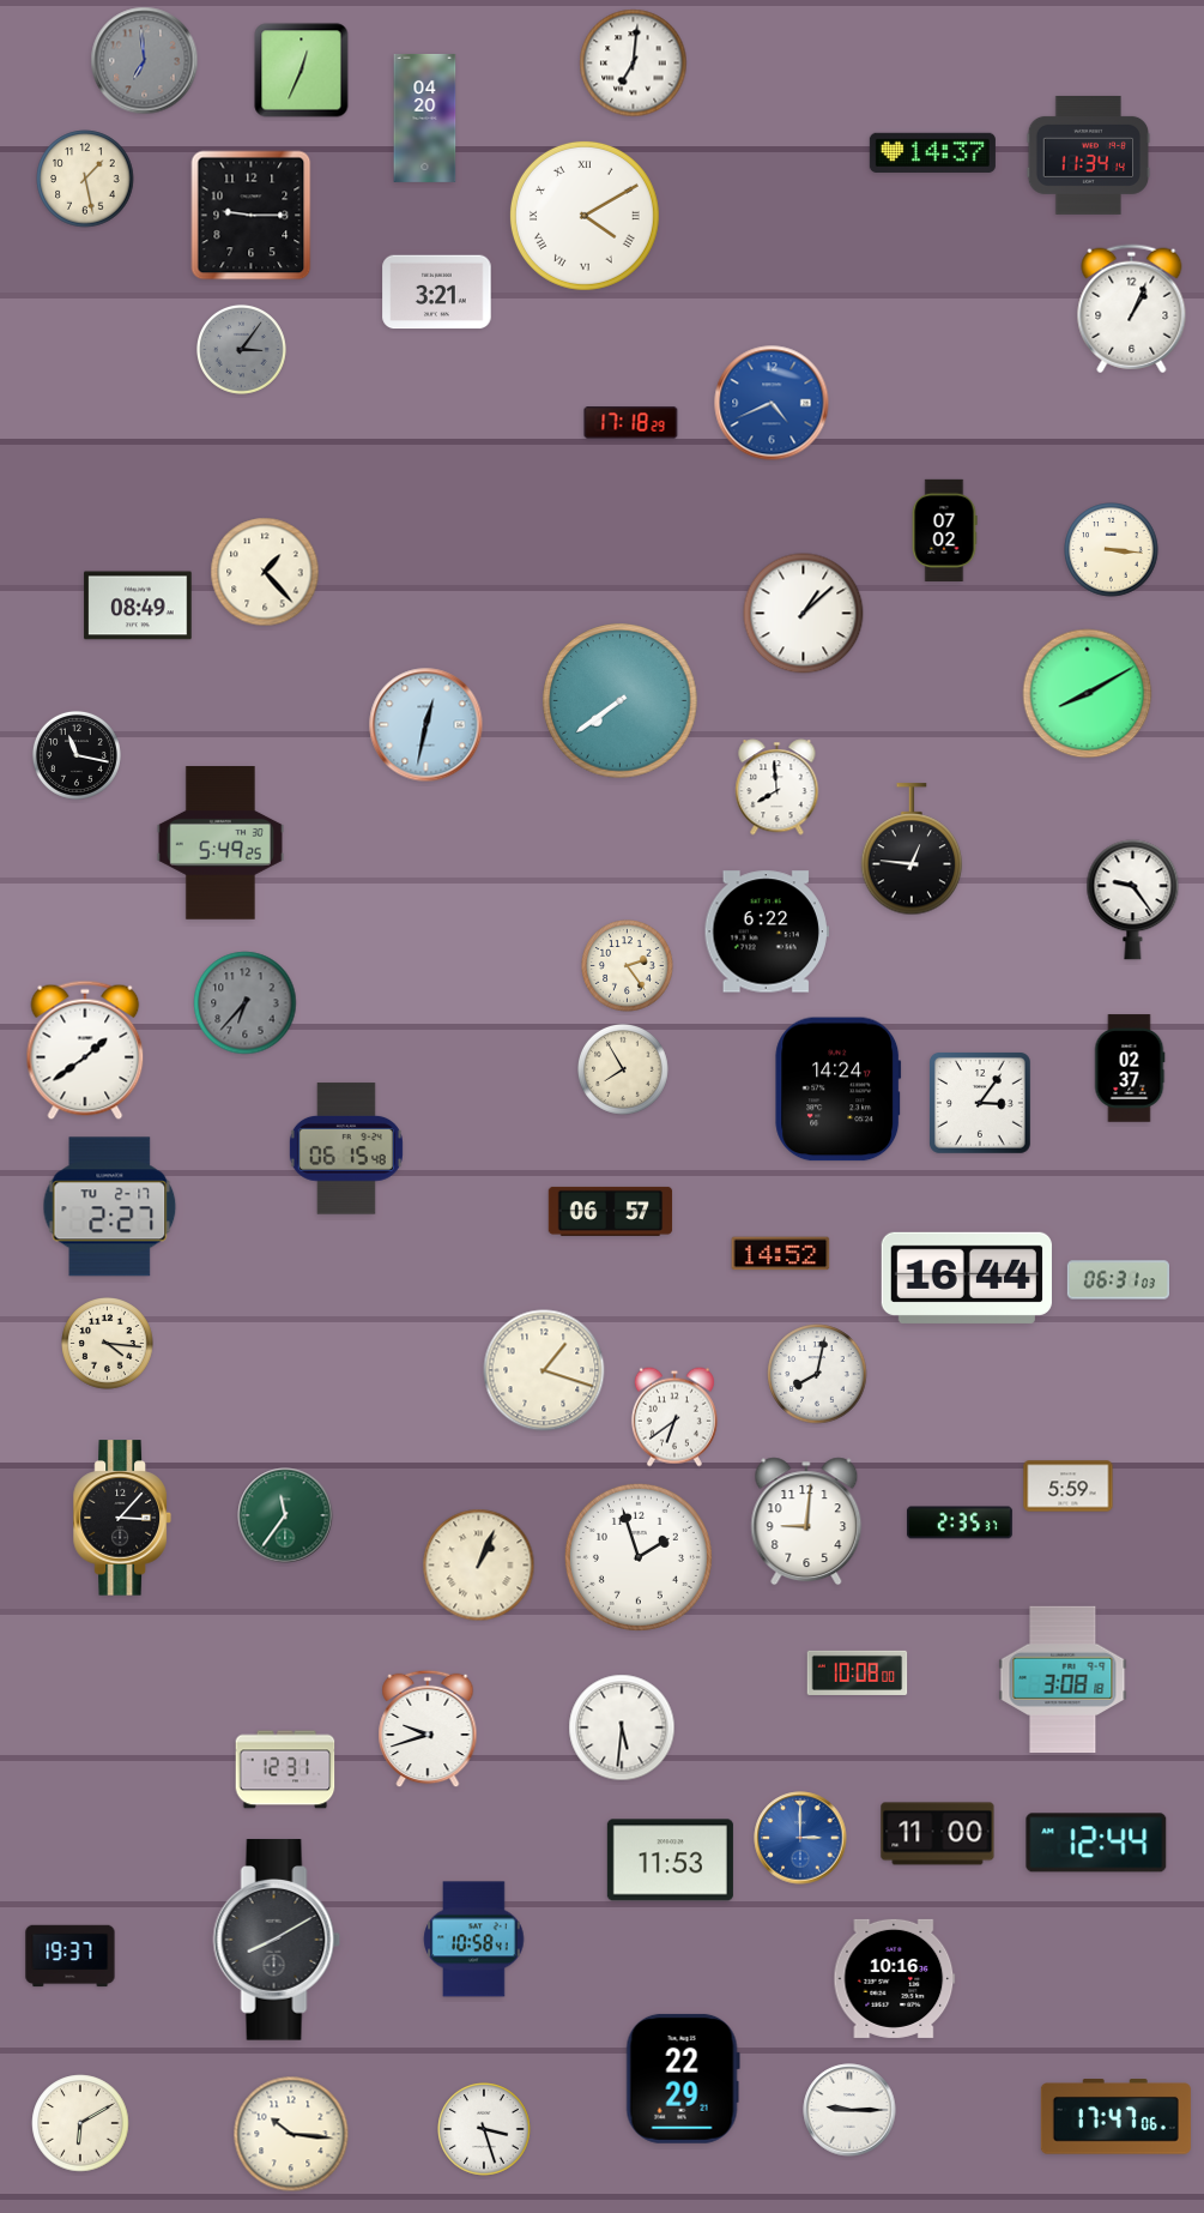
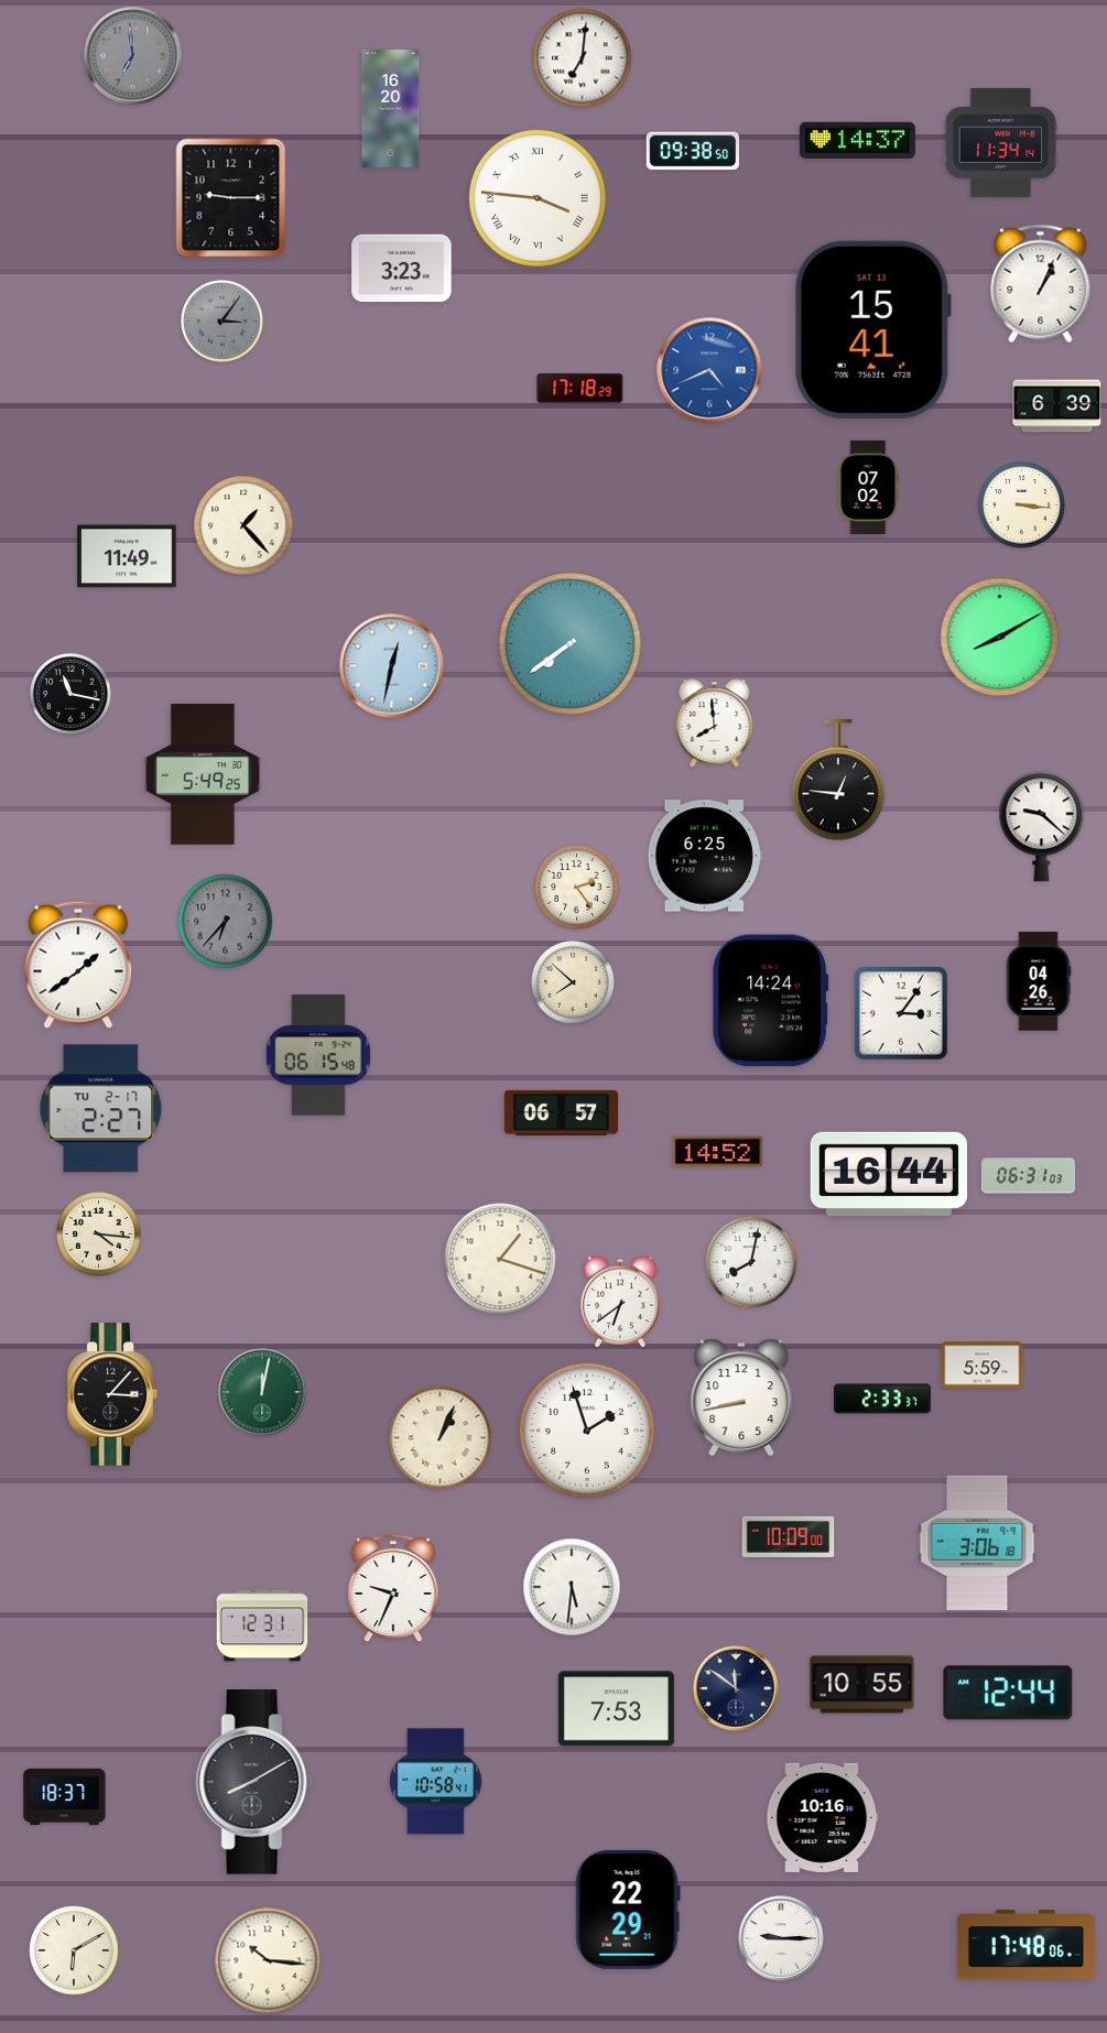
clock at (302, 71): 12:34 -> none
clock at (425, 117): 04:20 -> 16:20
clock at (692, 151): none -> 09:38
clock at (85, 179): 1:28 -> none
clock at (585, 216): 4:10 -> 3:46
clock at (437, 293): 3:21 -> 3:23
clock at (872, 329): none -> 15:41
clock at (1057, 406): none -> 6:39
clock at (138, 605): 08:49 -> 11:49
clock at (804, 614): 1:08 -> none
clock at (1133, 900): 9:24 -> 9:22
clock at (767, 931): 6:22 -> 6:25
clock at (1130, 1068): 02:37 -> 04:26
clock at (624, 1071): 7:55 -> 7:52
clock at (285, 1515): 11:36 -> 12:02
clock at (806, 1521): 9:01 -> 8:43
clock at (961, 1522): 2:35 -> 2:33
clock at (858, 1672): 10:08 -> 10:09
clock at (1063, 1680): 3:08 -> 3:06
clock at (428, 1729): 9:42 -> 9:34
clock at (938, 1834): 11:00 -> 10:55
clock at (800, 1838): 3:00 -> 11:51
clock at (800, 1838) dial: blue -> navy
clock at (670, 1861): 11:53 -> 7:53
clock at (71, 1956): 19:37 -> 18:37
clock at (1115, 2117): 17:47 -> 17:48
clock at (484, 2129): 3:27 -> none
